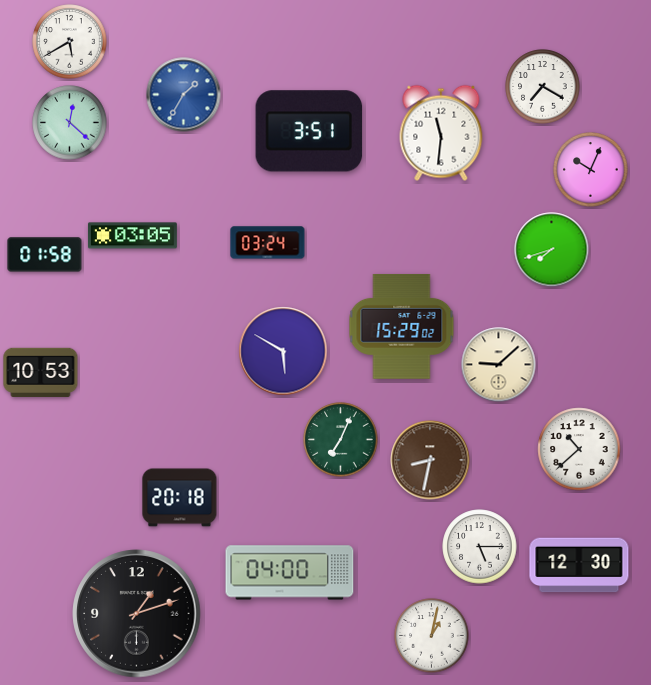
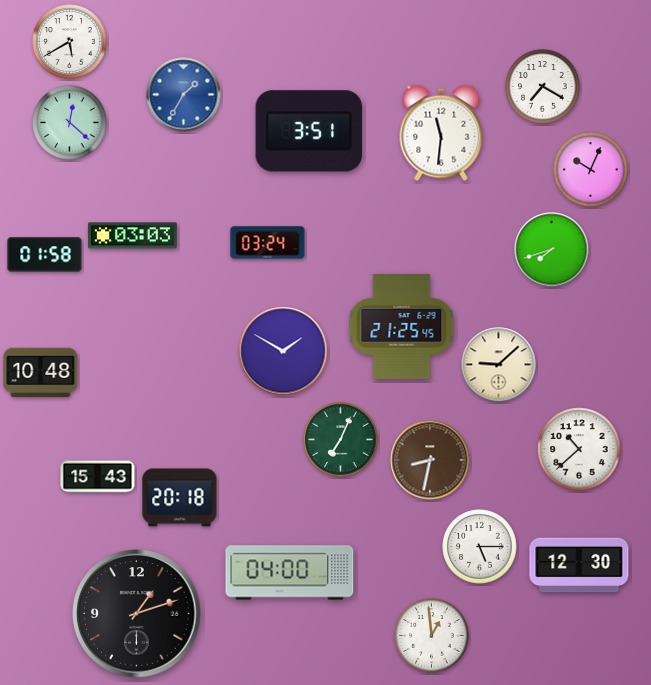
clock at (132, 236): 03:05 -> 03:03
clock at (402, 326): 15:29 -> 21:25
clock at (283, 351): 5:50 -> 1:50
clock at (41, 372): 10:53 -> 10:48
clock at (98, 477): none -> 15:43
clock at (432, 636): 1:02 -> 12:59
